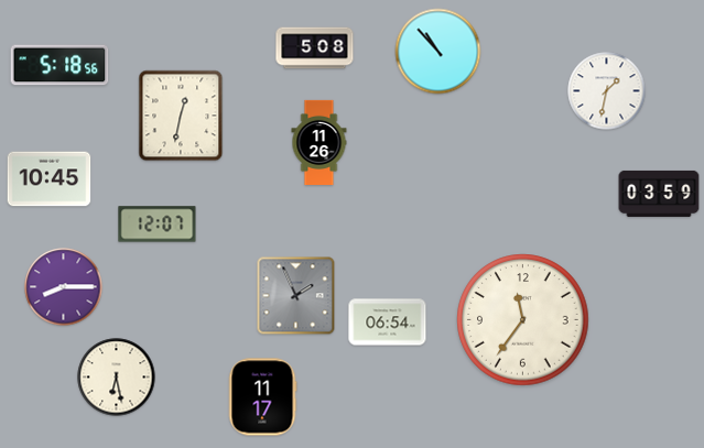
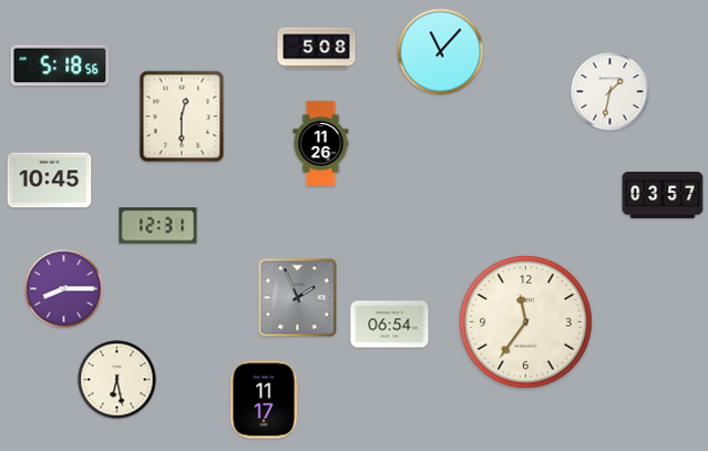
clock at (438, 52): 10:53 -> 11:07
clock at (181, 116): 12:32 -> 12:30
clock at (659, 194): 03:59 -> 03:57
clock at (158, 225): 12:07 -> 12:31
